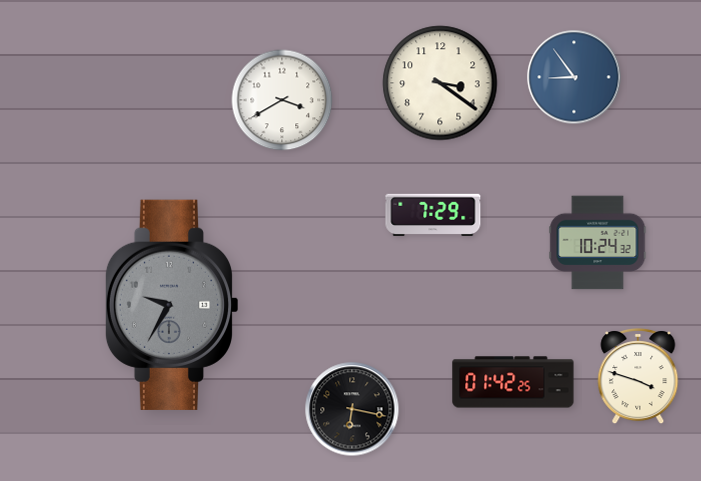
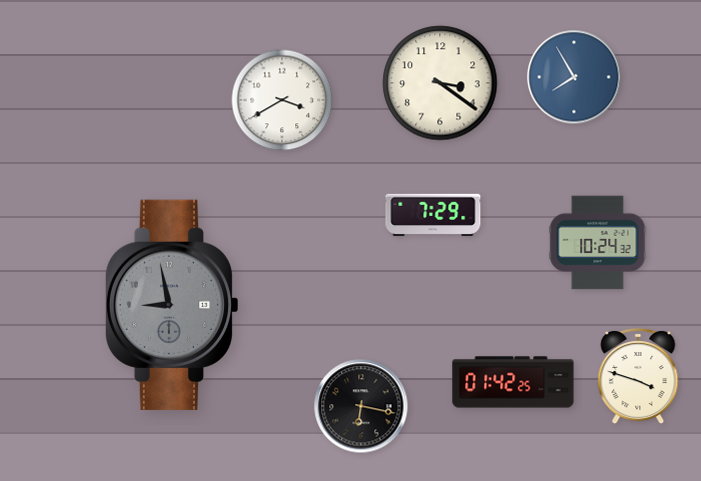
clock at (574, 77): 8:54 -> 7:55
clock at (171, 305): 9:35 -> 8:58
clock at (352, 409) position: (352, 409) -> (361, 406)
